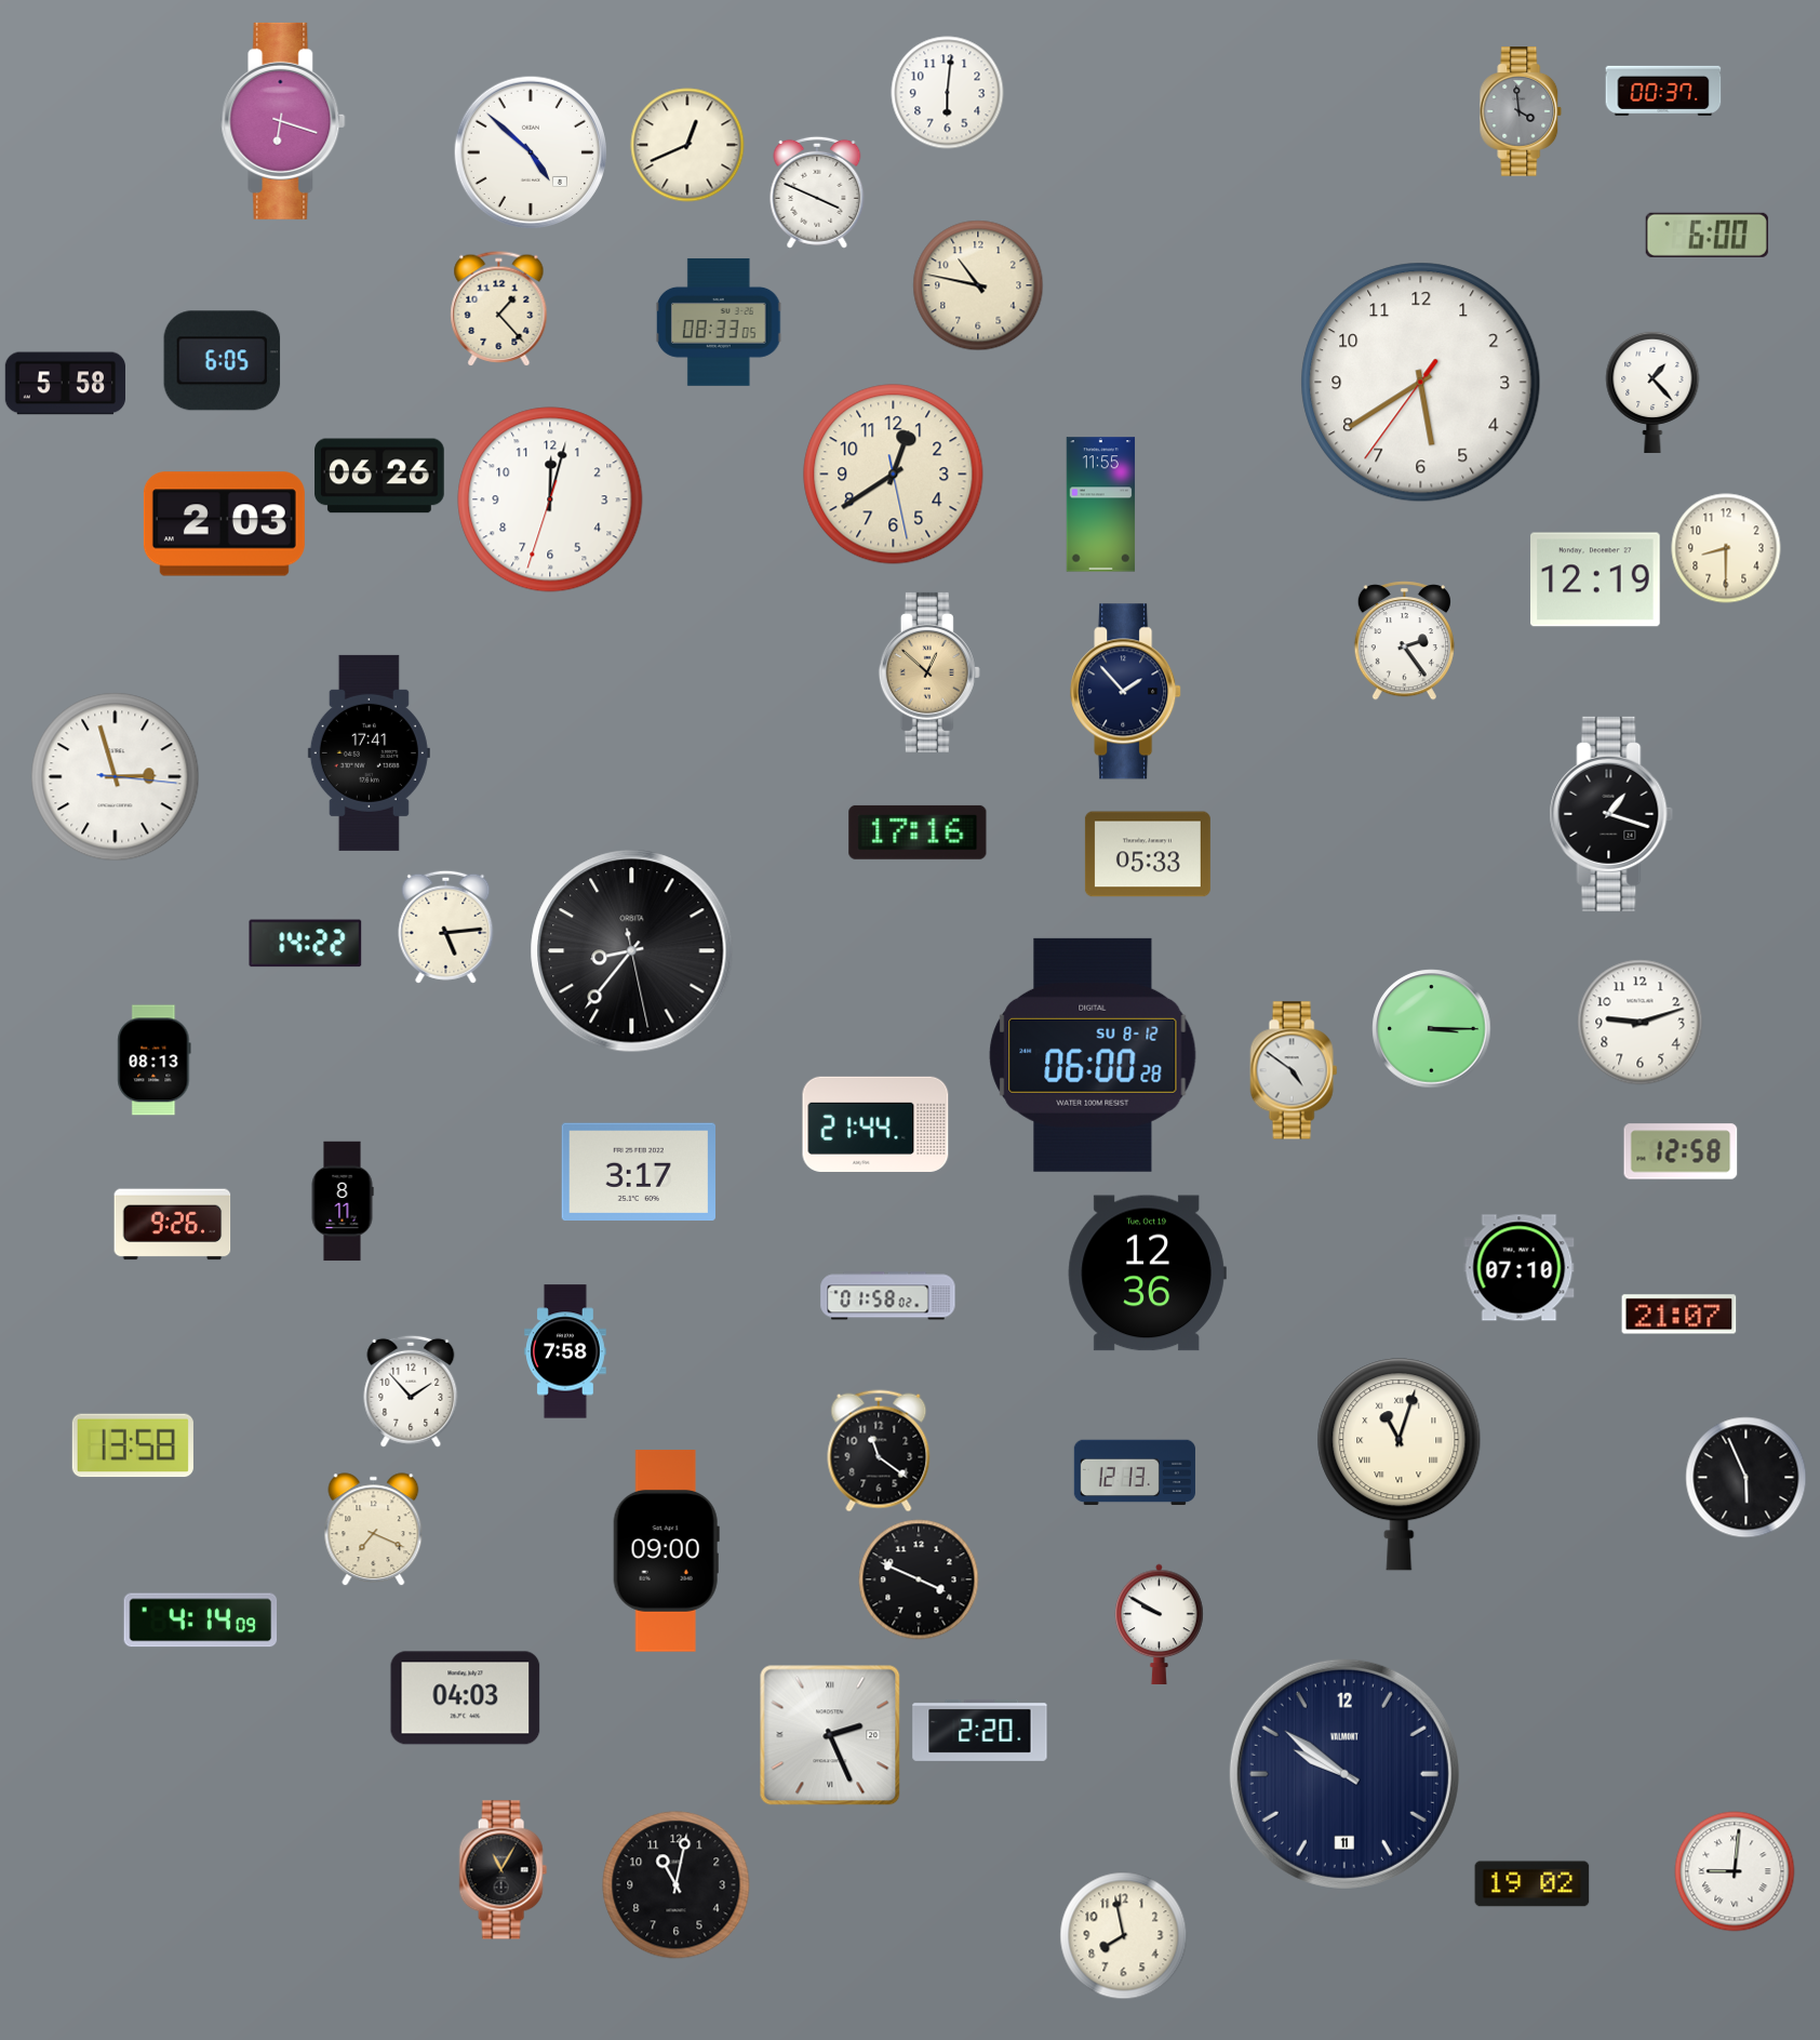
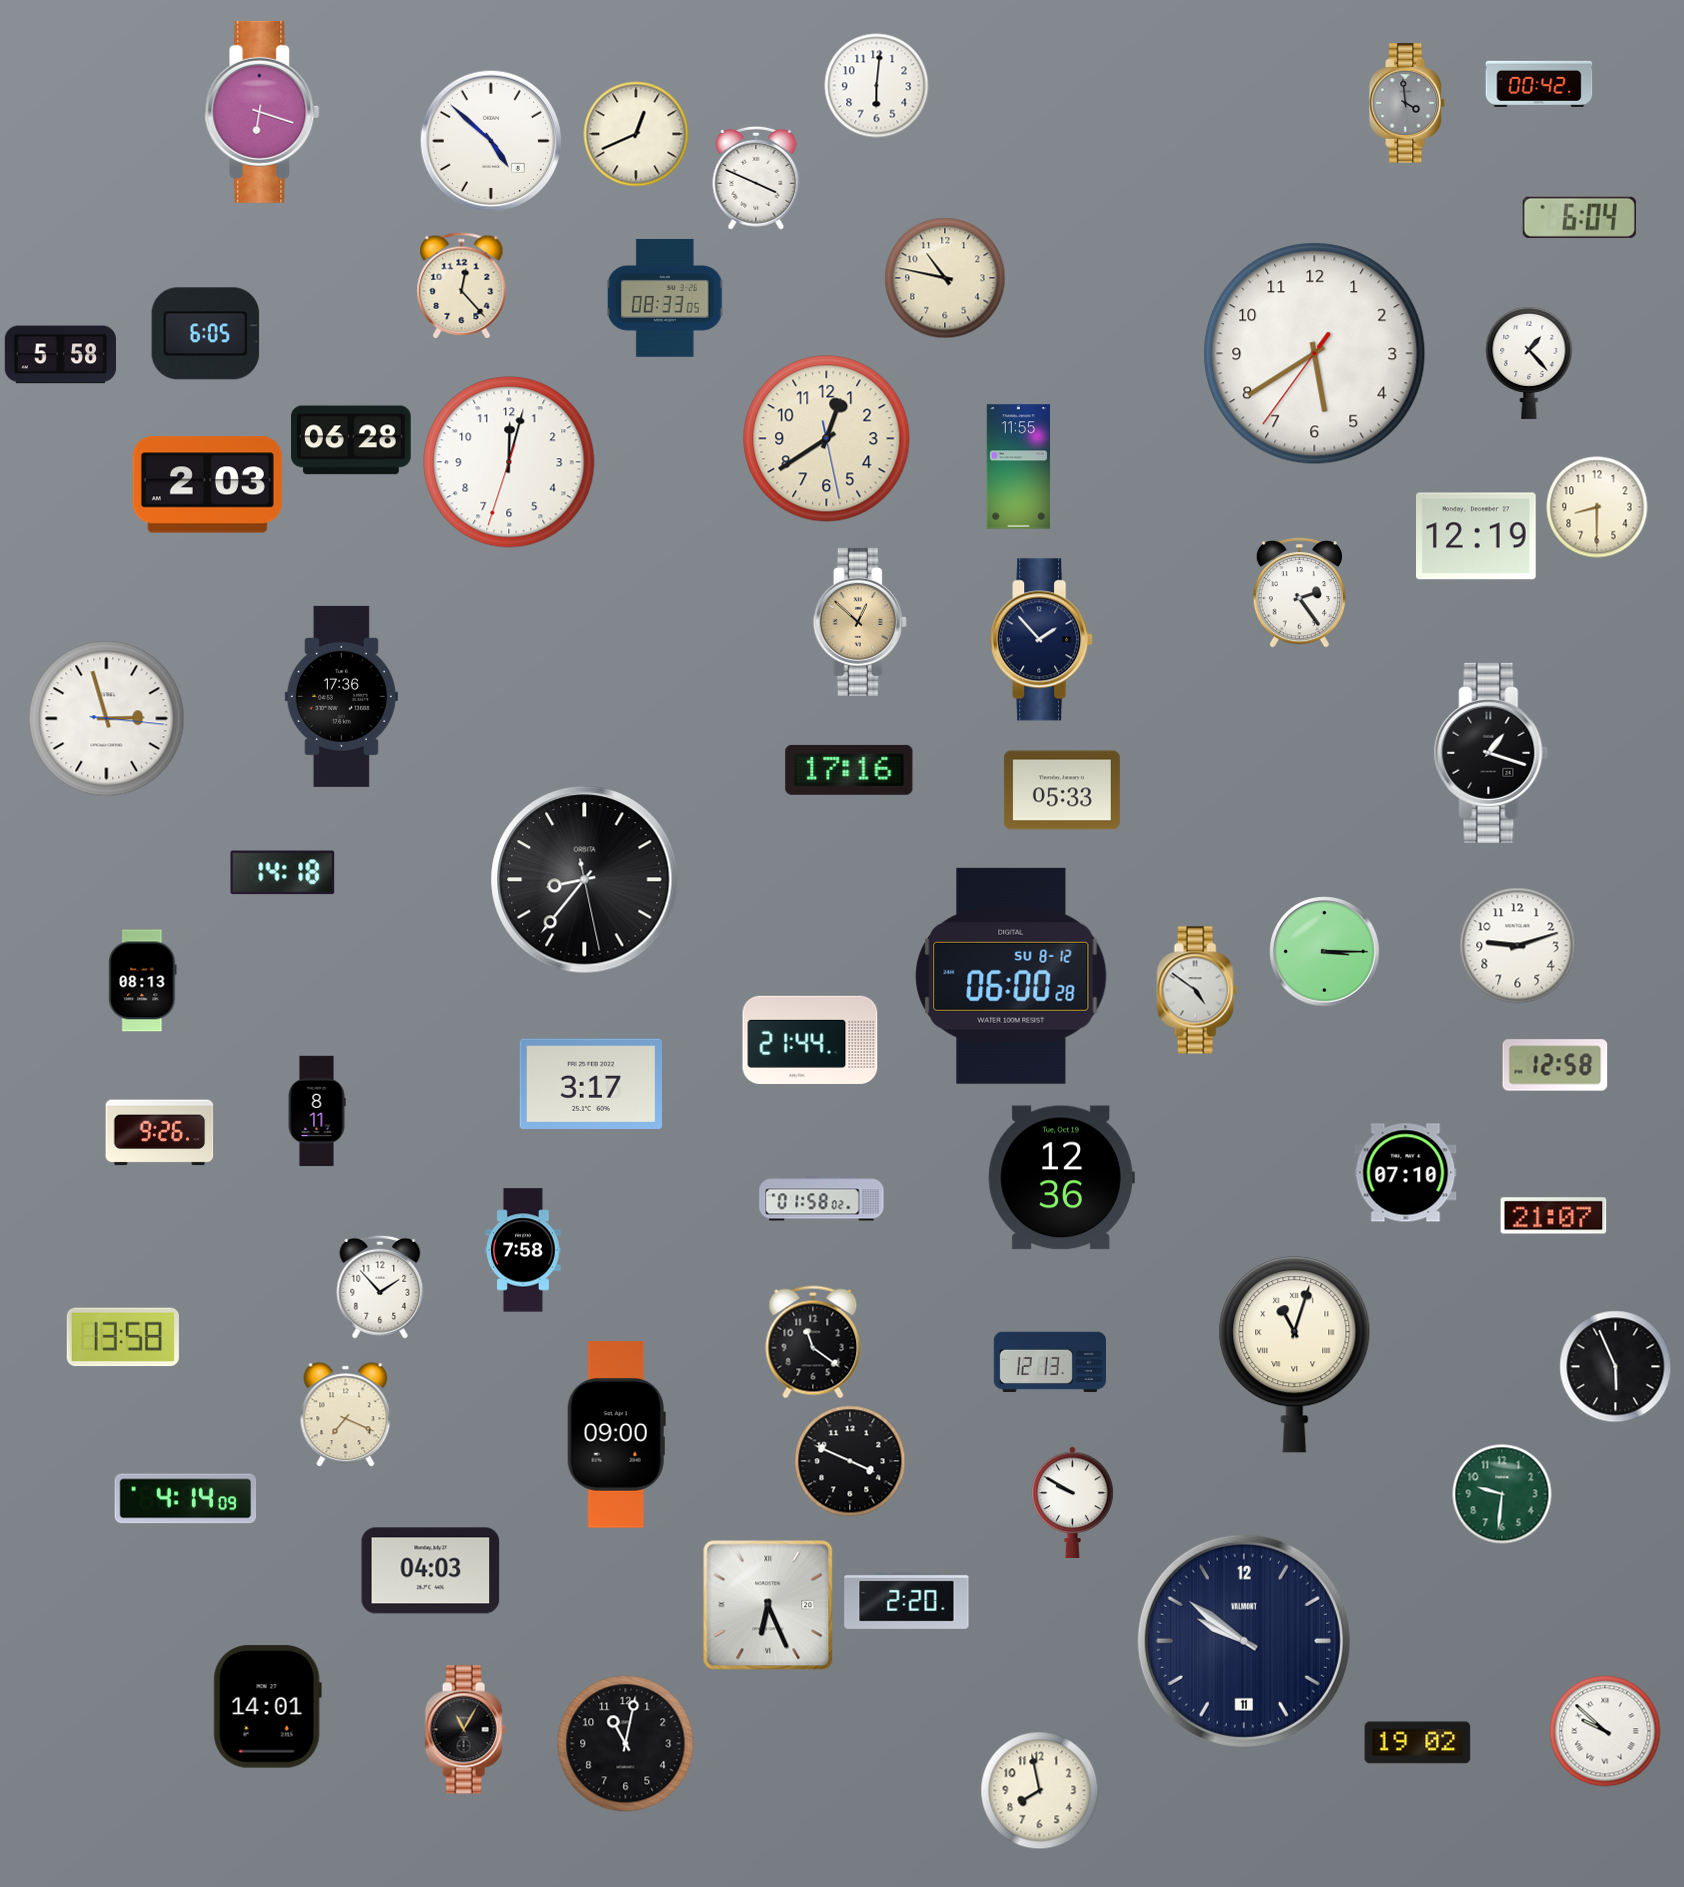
clock at (1663, 91): 00:37 -> 00:42
clock at (1707, 235): 6:00 -> 6:04
clock at (978, 285) position: (978, 285) -> (945, 278)
clock at (499, 309): 1:23 -> 12:23
clock at (379, 476): 06:26 -> 06:28
clock at (369, 752): 17:41 -> 17:36
clock at (446, 926): 5:14 -> none
clock at (306, 944): 14:22 -> 14:18
clock at (1502, 1494): none -> 9:31
clock at (830, 1735): 2:26 -> 6:26
clock at (267, 1707): none -> 14:01
clock at (1735, 1871): 9:01 -> 9:52
